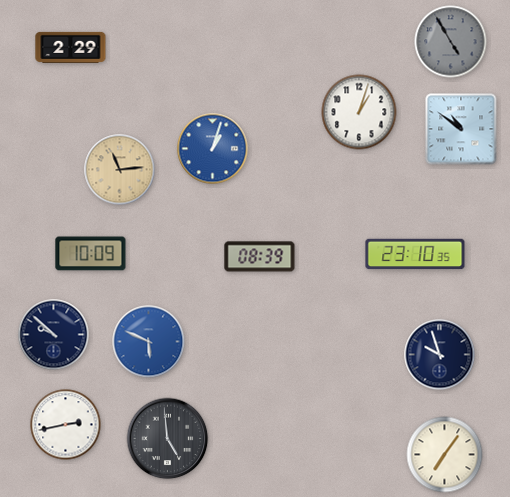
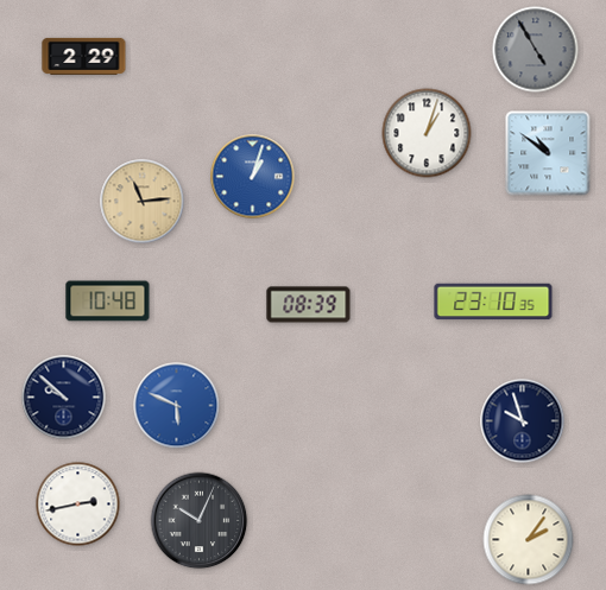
clock at (91, 254): 10:09 -> 10:48
clock at (168, 439): 4:59 -> 10:04
clock at (445, 455): 7:06 -> 2:06
